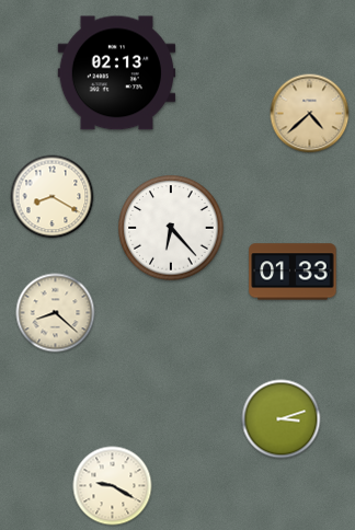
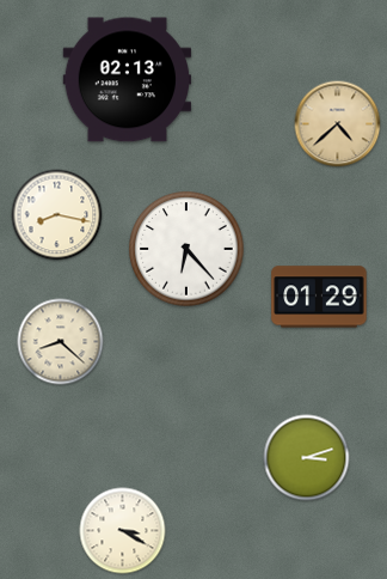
clock at (53, 197): 8:20 -> 8:17
clock at (293, 272): 01:33 -> 01:29
clock at (113, 486): 9:20 -> 3:20
